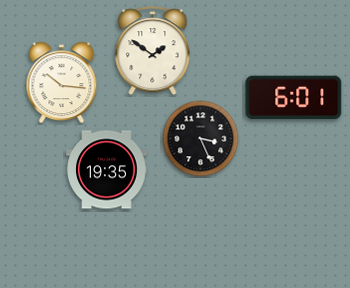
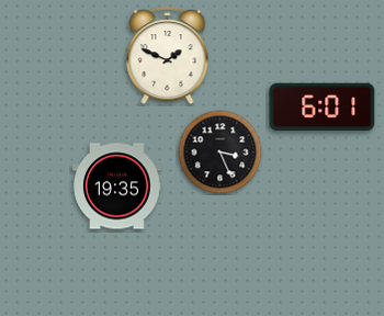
clock at (153, 51): 1:51 -> 1:49
clock at (62, 83): 10:16 -> none
